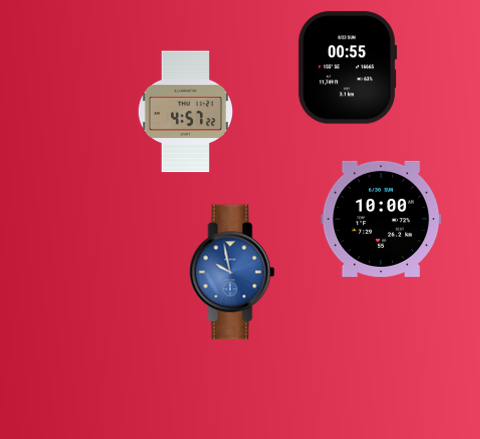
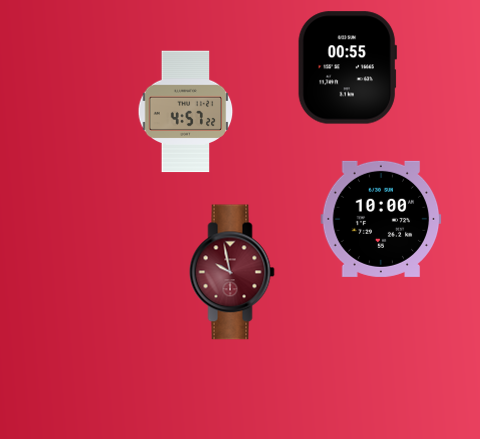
clock at (232, 272) dial: blue -> burgundy
